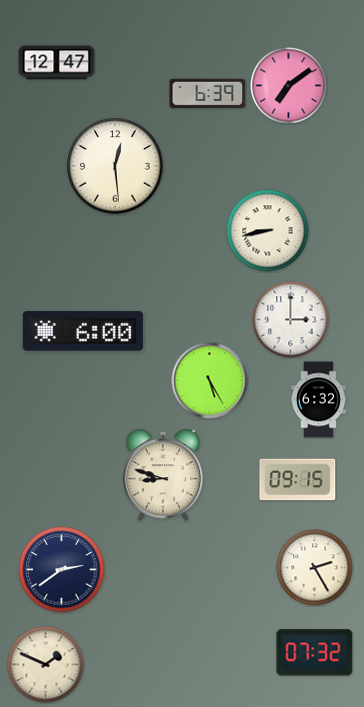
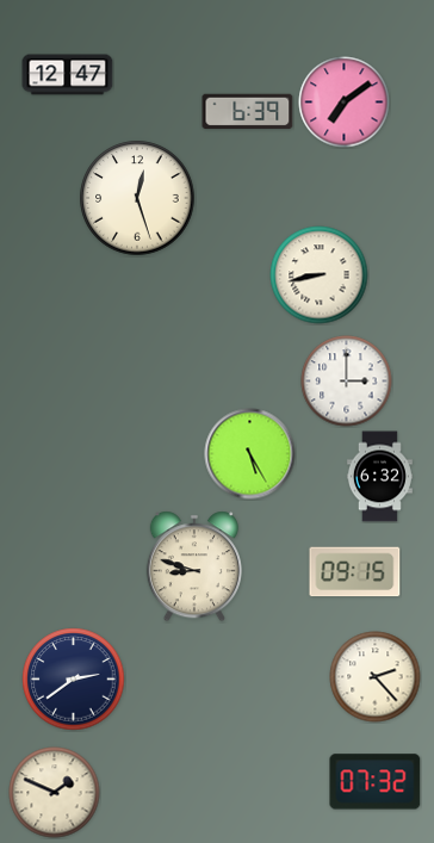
clock at (115, 166): 12:29 -> 12:27
clock at (83, 331): 6:00 -> none
clock at (315, 568): 2:25 -> 2:23
clock at (315, 653) position: (315, 653) -> (376, 782)
